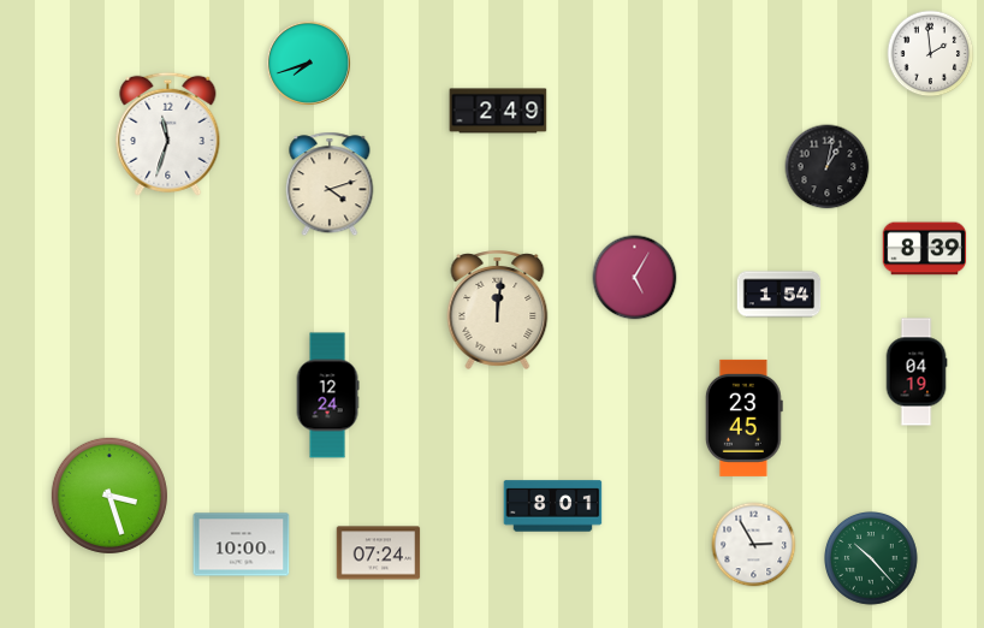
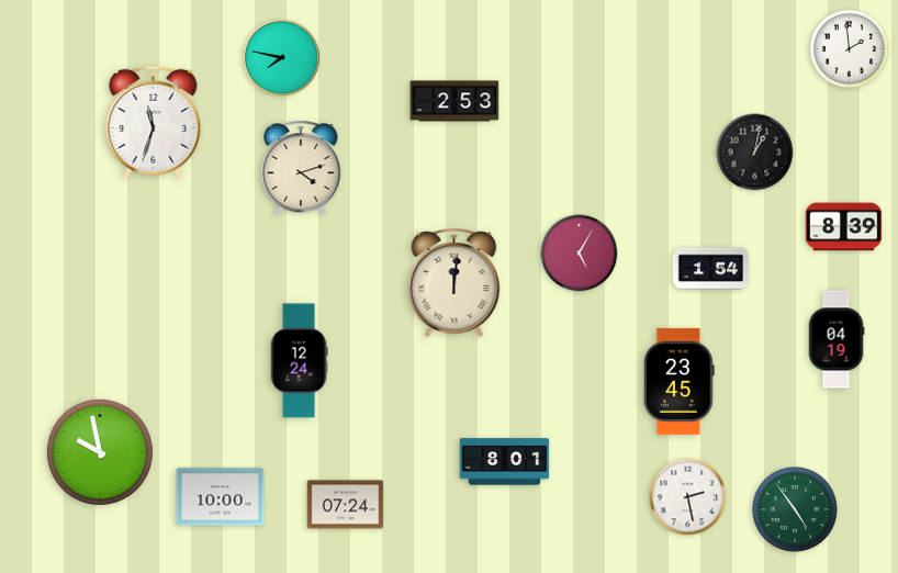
clock at (308, 63): 7:42 -> 7:47
clock at (498, 111): 2:49 -> 2:53
clock at (109, 496): 3:27 -> 9:58
clock at (754, 545): 2:55 -> 2:28
clock at (872, 559): 10:23 -> 4:54
